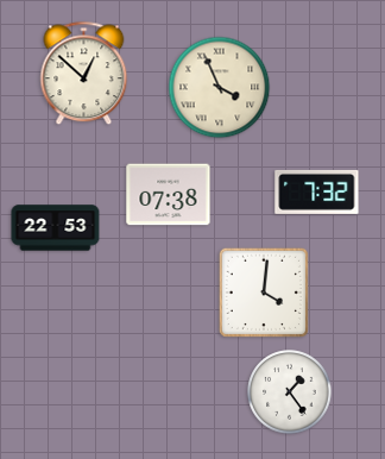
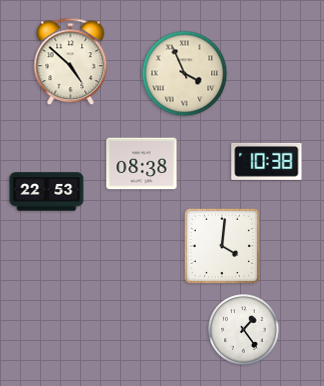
clock at (84, 74): 12:52 -> 4:52
clock at (317, 191): 7:32 -> 10:38
clock at (169, 195): 07:38 -> 08:38
